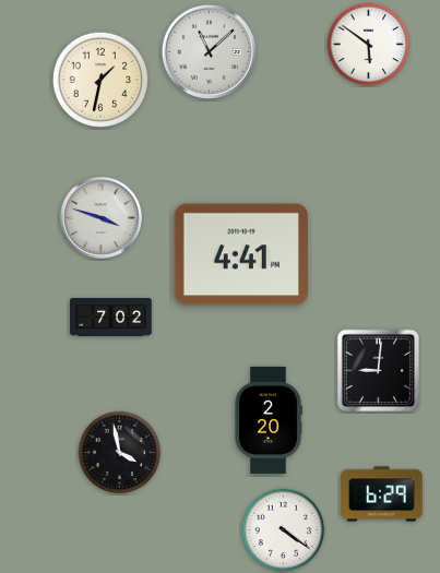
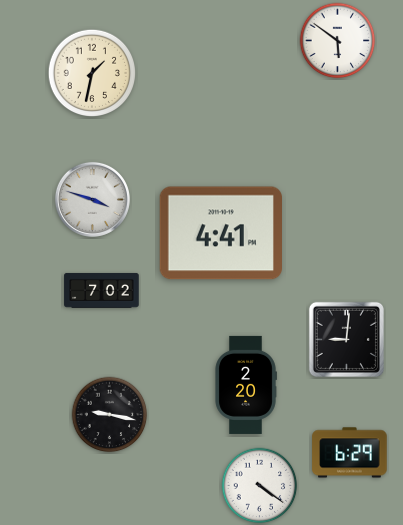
clock at (209, 51): 11:08 -> none
clock at (120, 453): 3:58 -> 9:17
